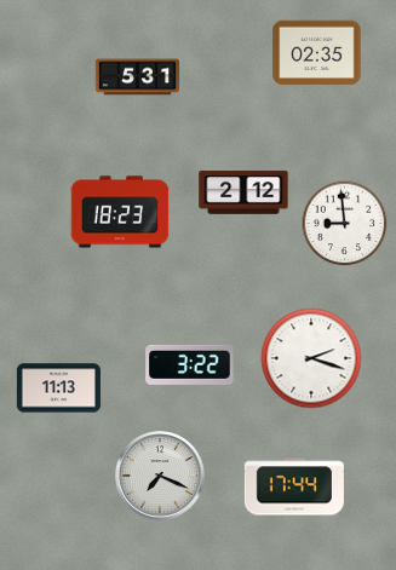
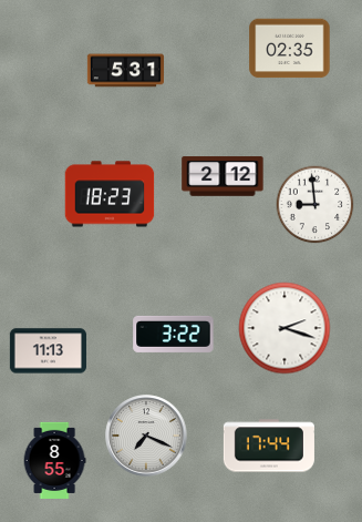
clock at (58, 388) position: (58, 388) -> (48, 351)
clock at (54, 460): none -> 8:55
